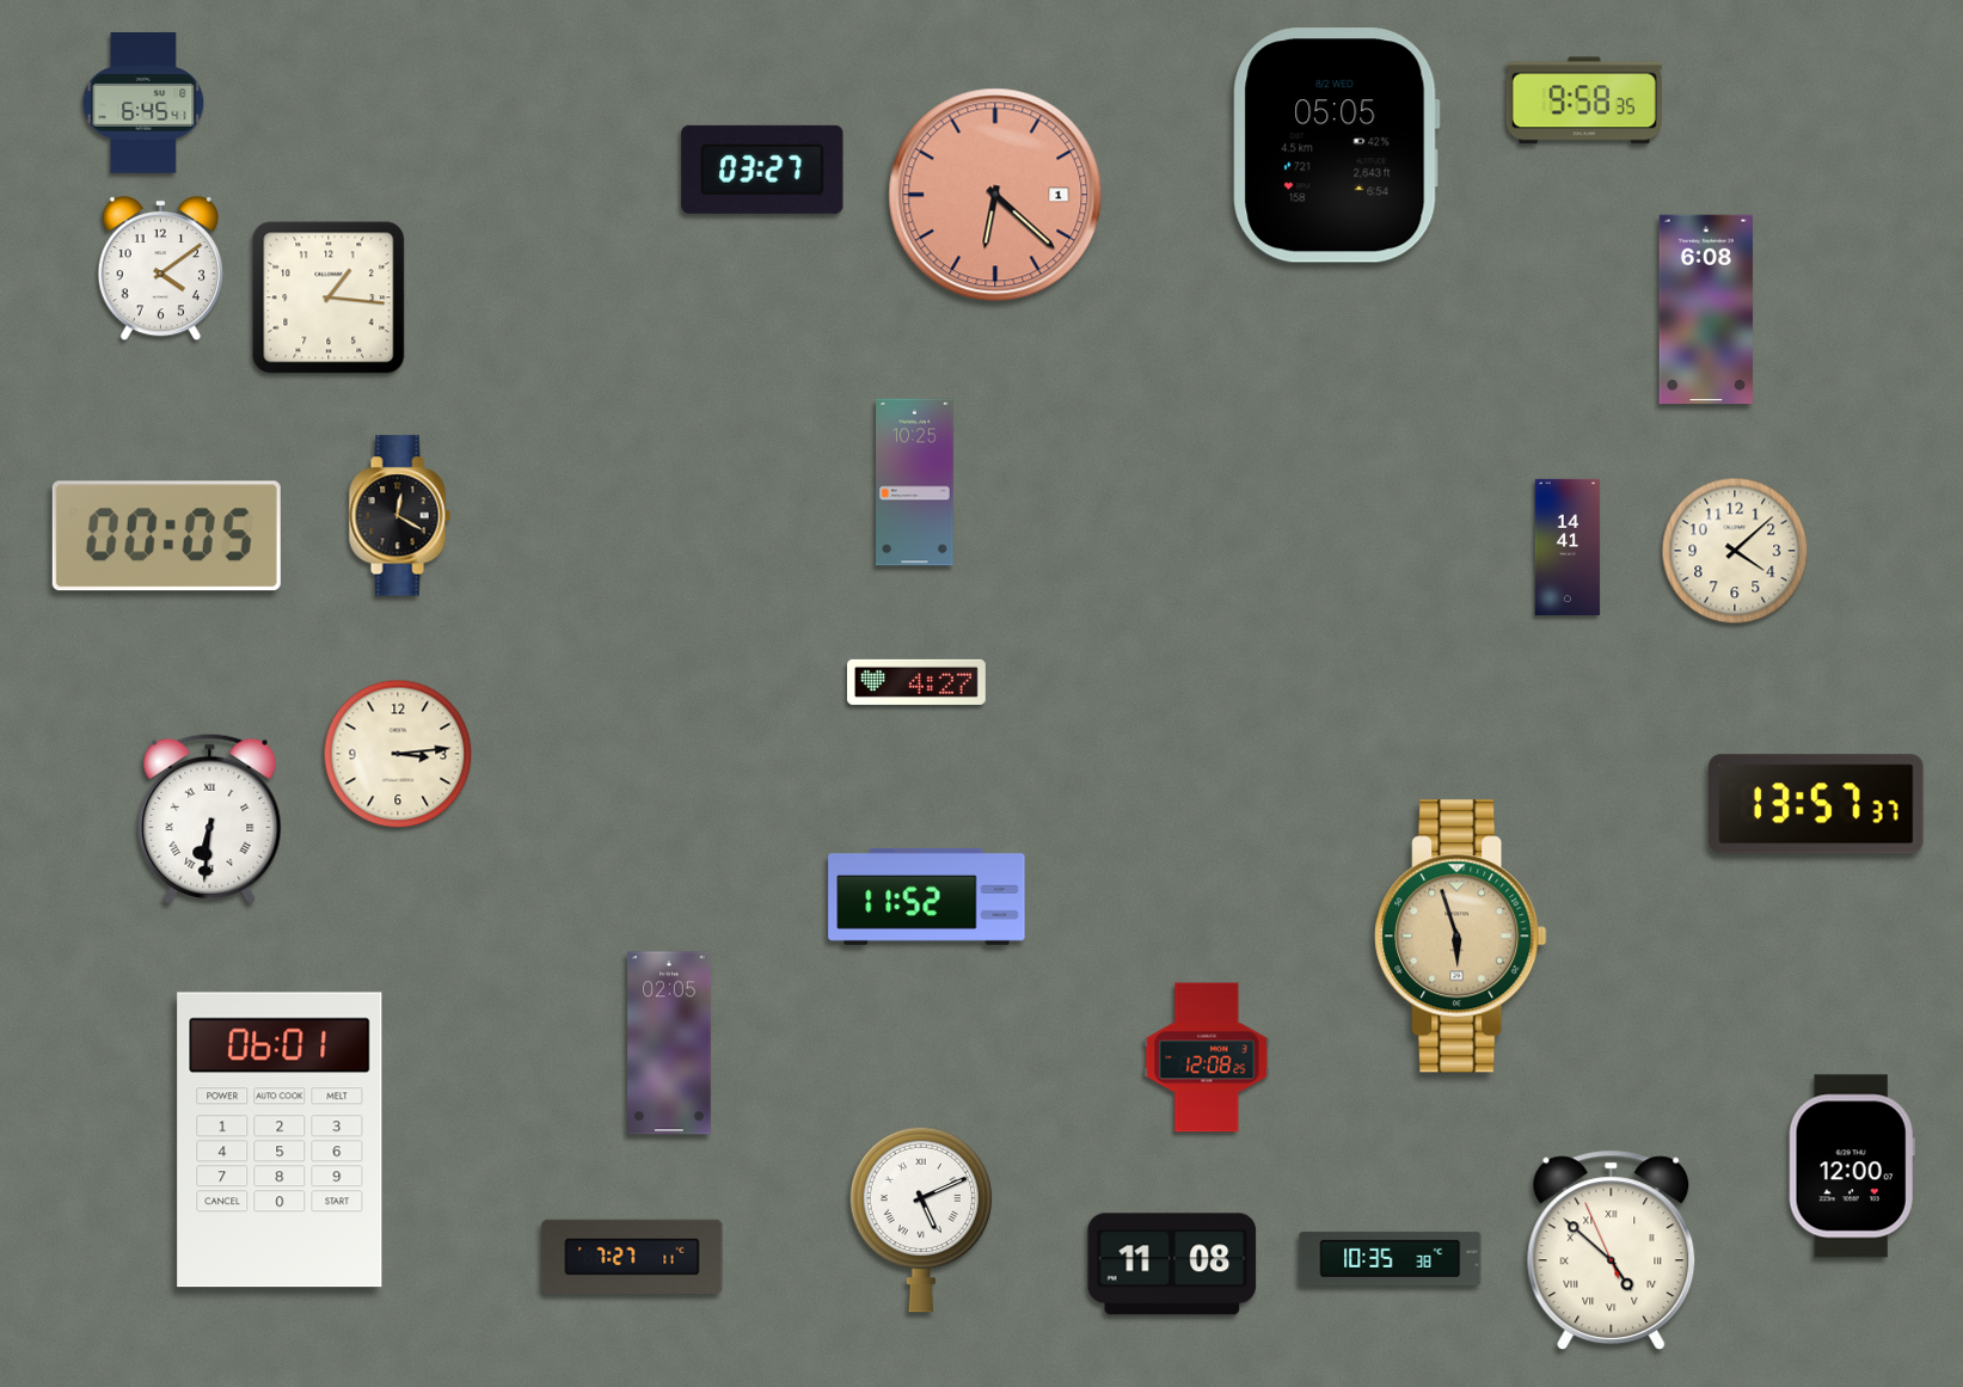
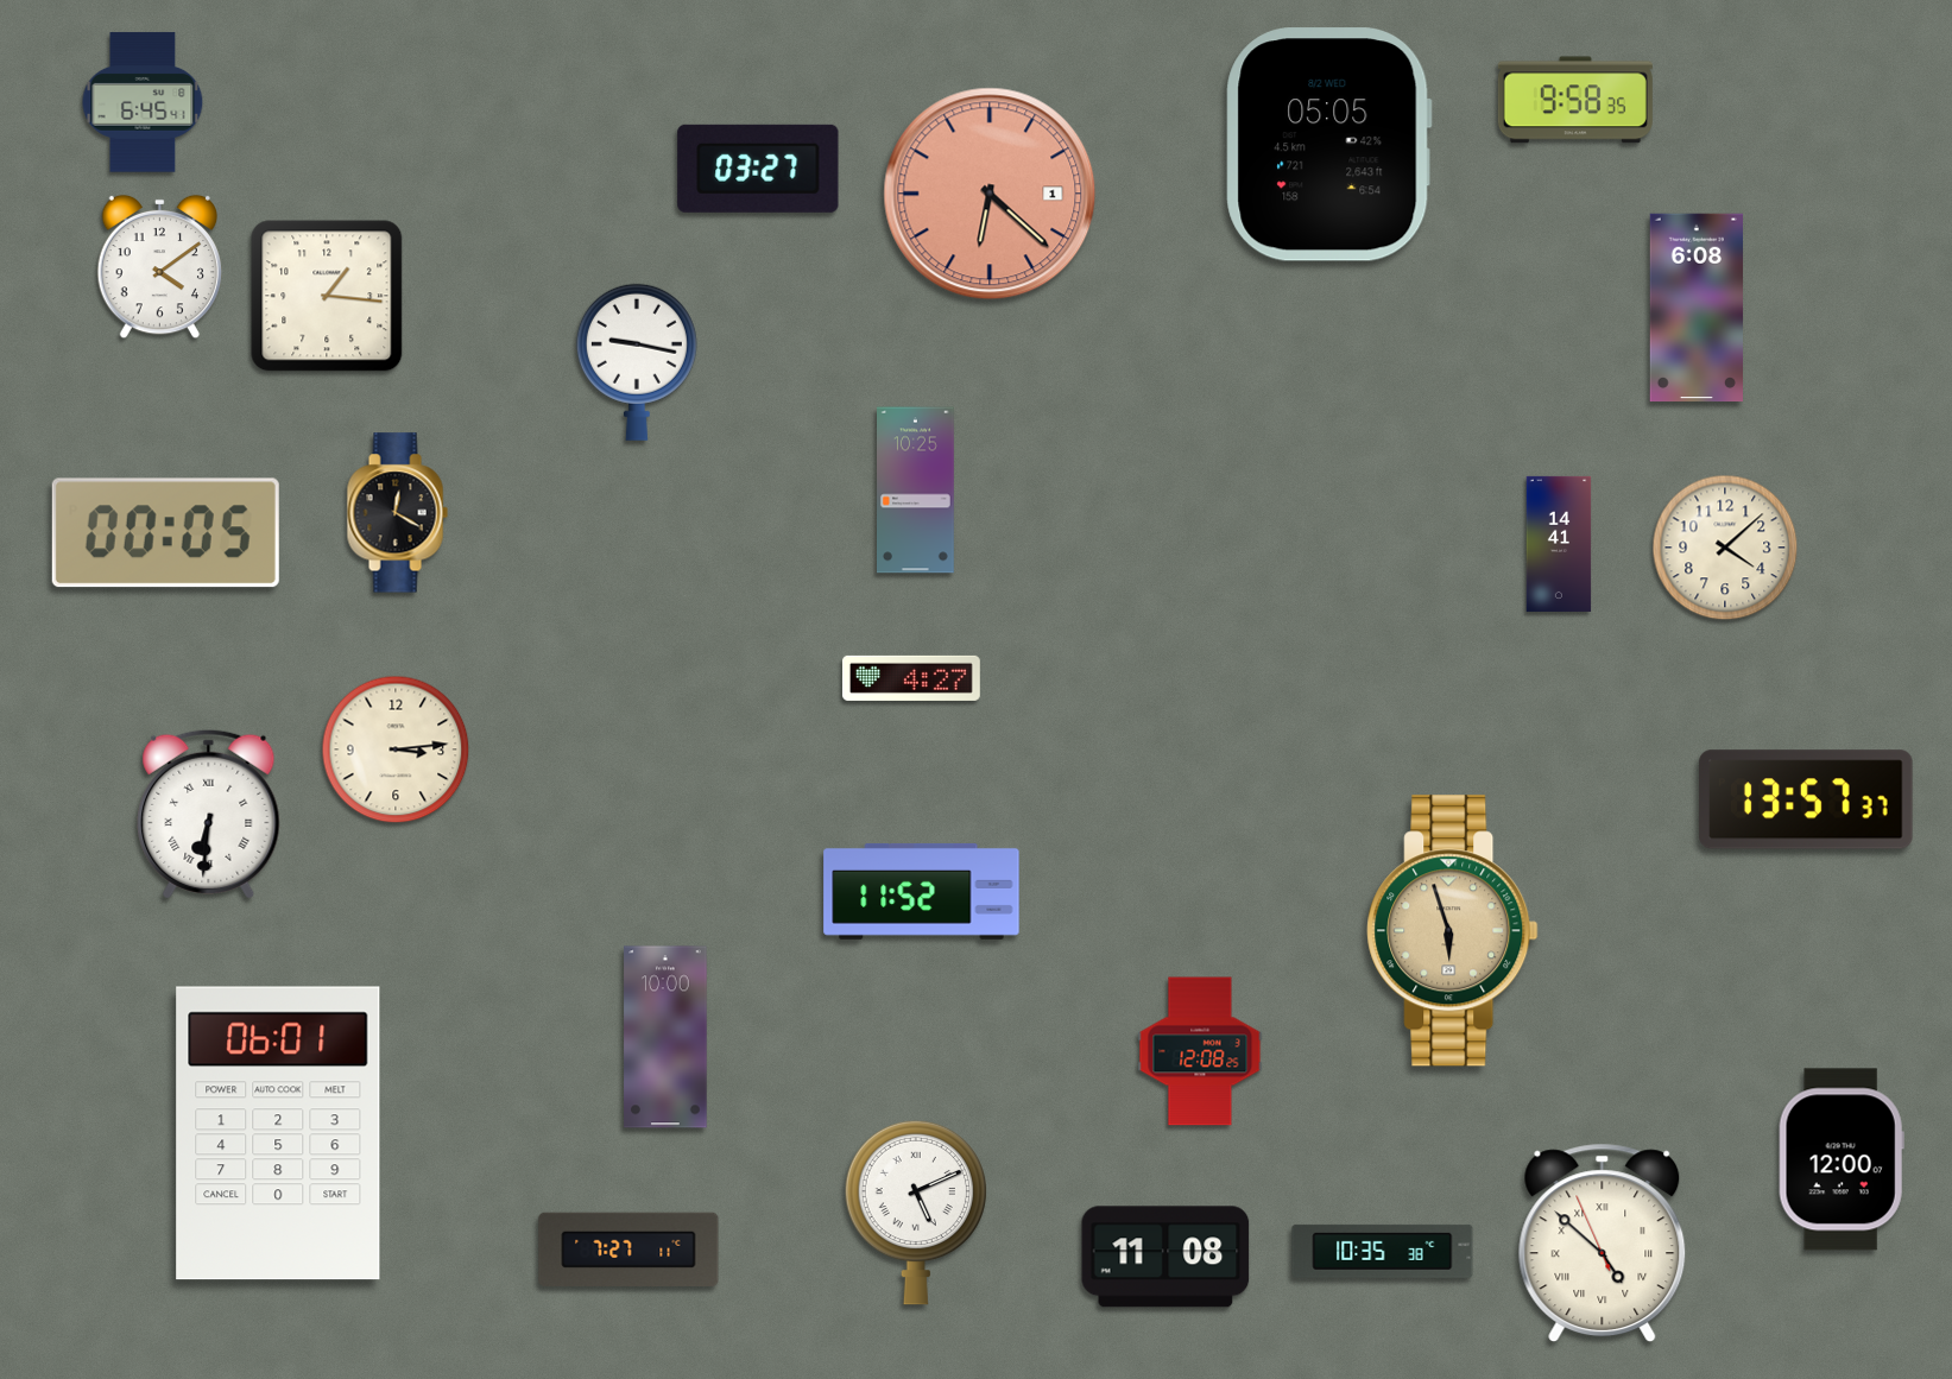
clock at (637, 362): none -> 9:17
clock at (915, 483) position: (915, 483) -> (916, 491)
clock at (669, 1043): 02:05 -> 10:00
